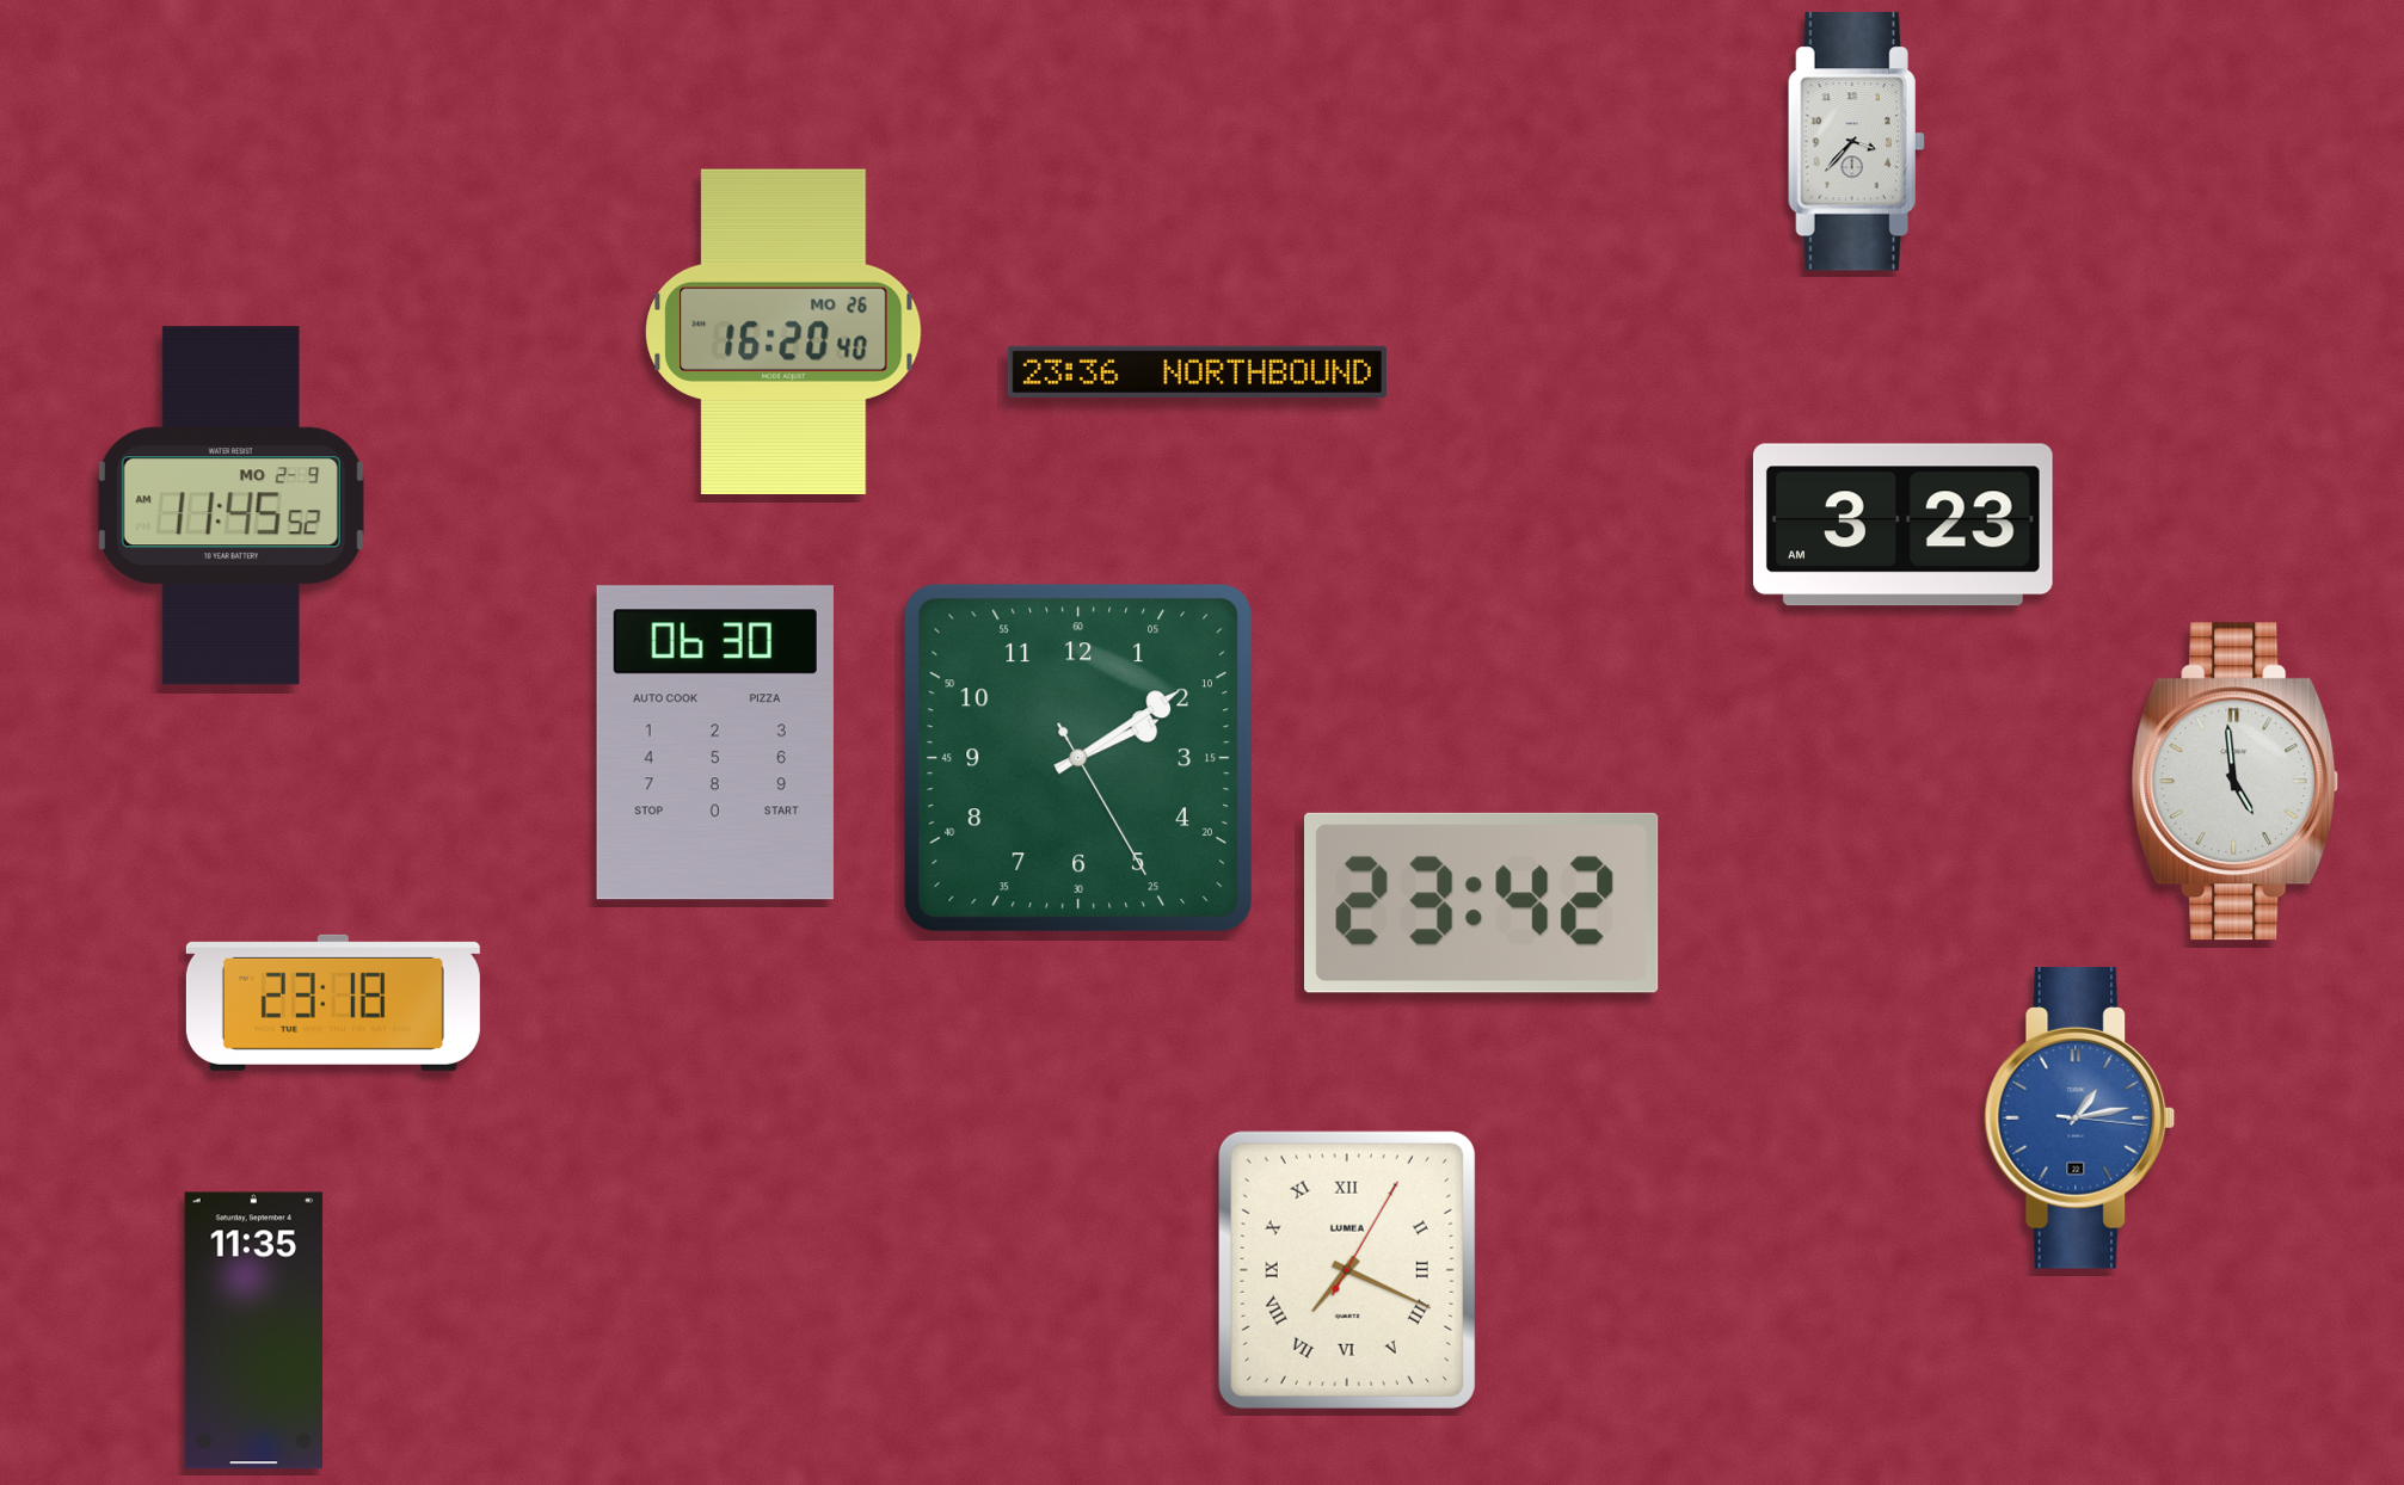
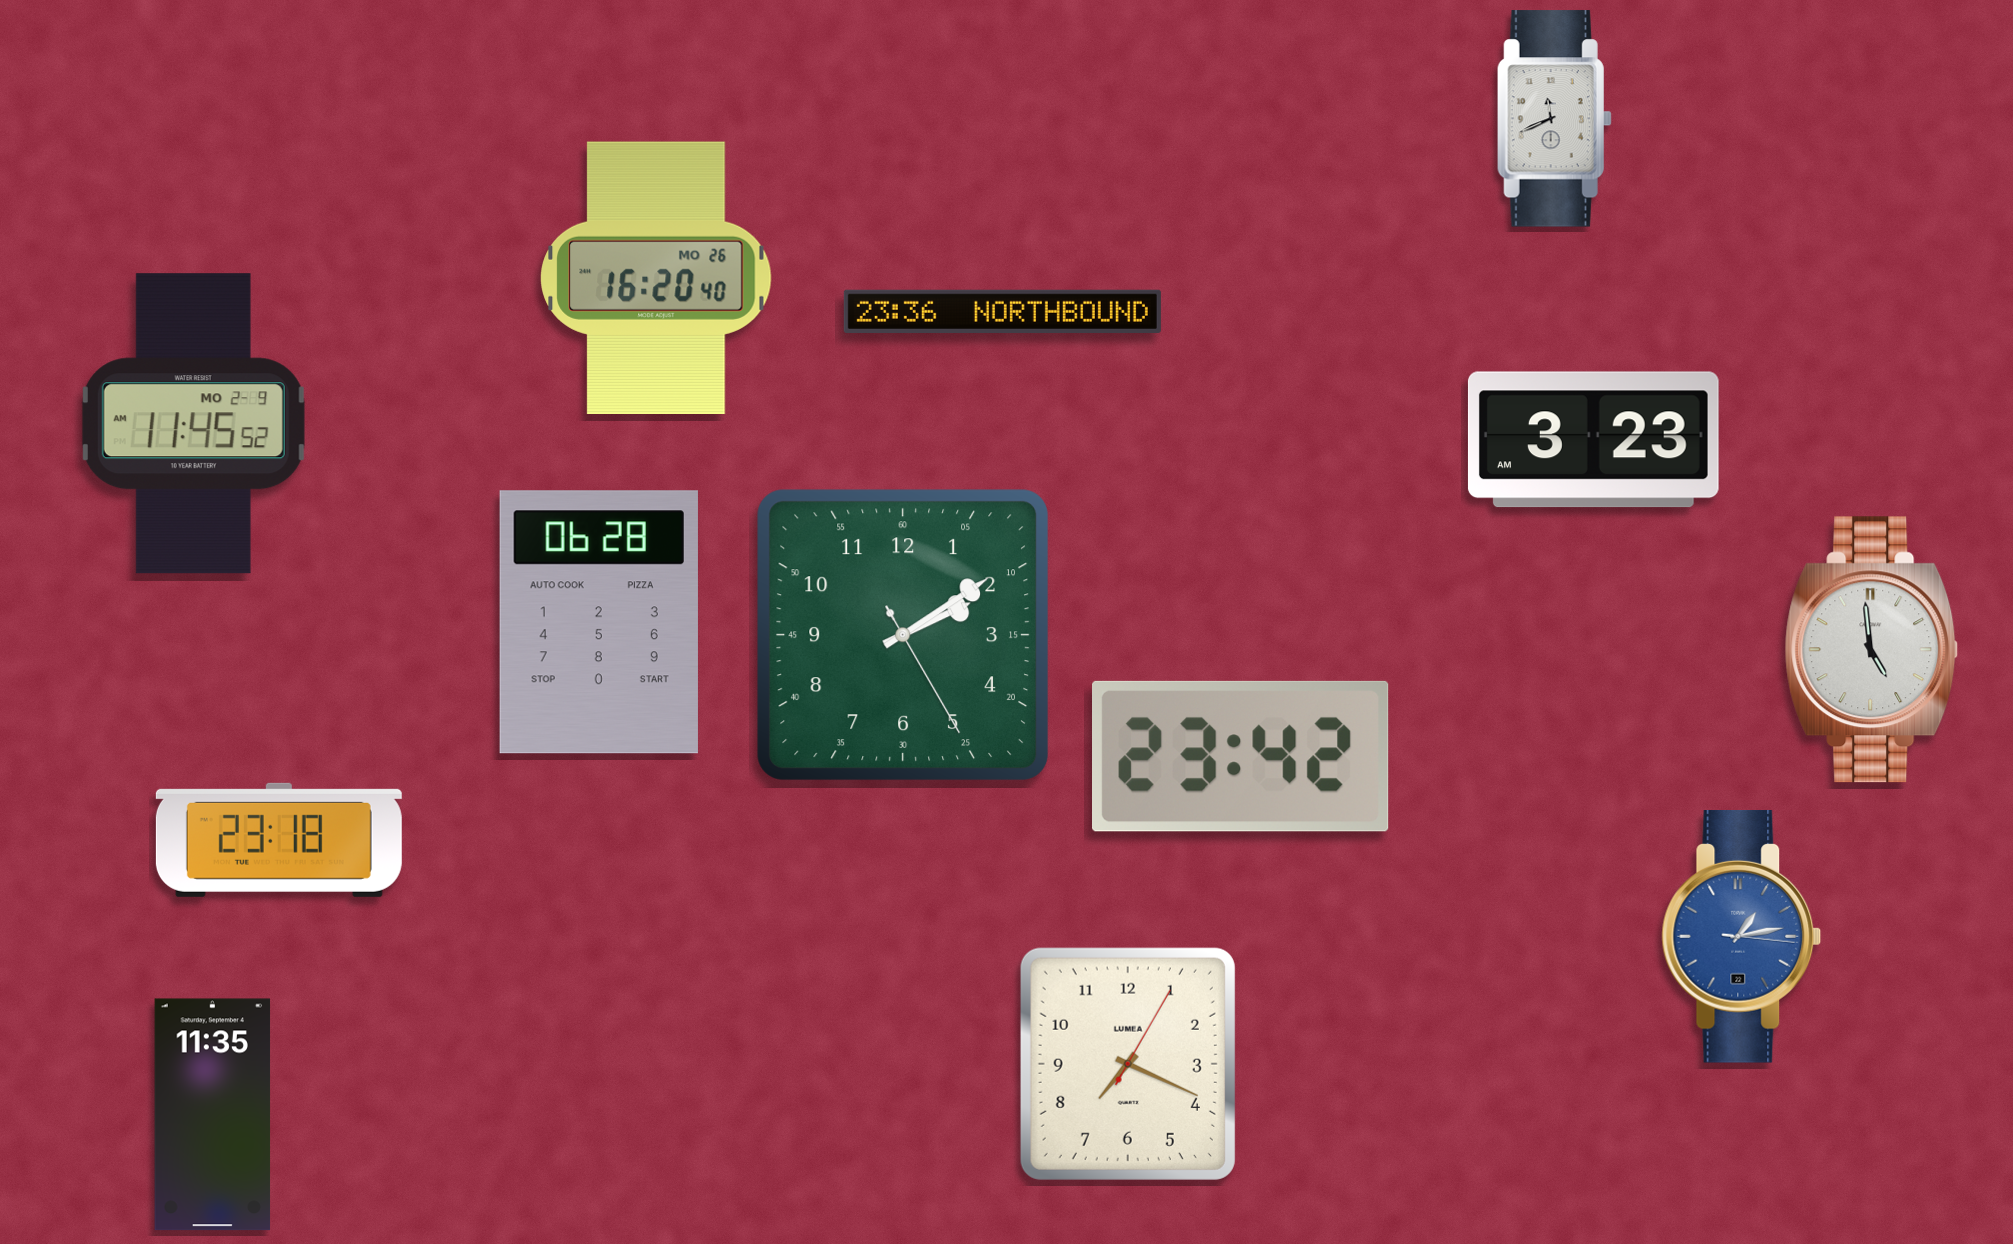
clock at (1856, 142): 3:37 -> 11:41
clock at (715, 742): 06:30 -> 06:28
clock at (2236, 782) position: (2236, 782) -> (1872, 650)
clock at (1347, 1270) numerals: Roman -> Arabic
